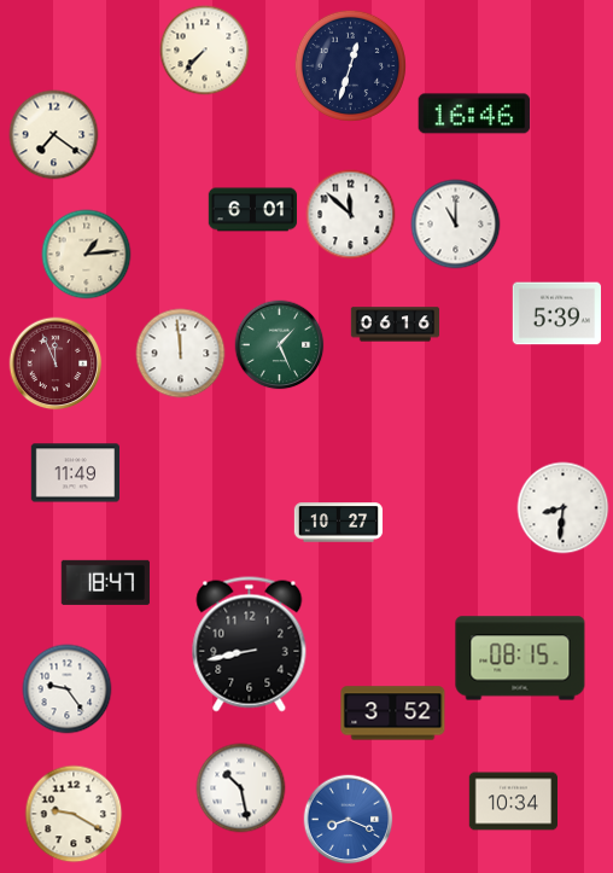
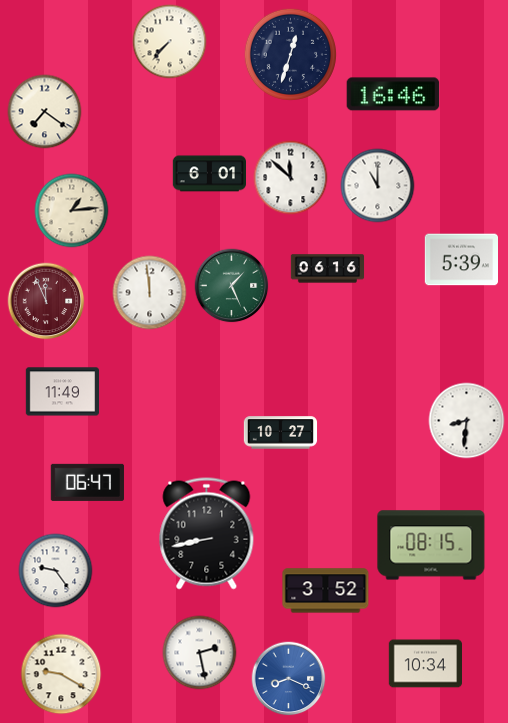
clock at (105, 582): 18:47 -> 06:47
clock at (241, 788): 10:28 -> 2:28
